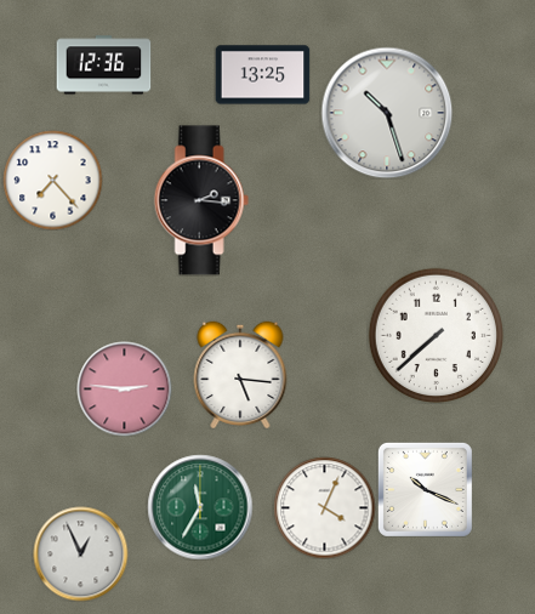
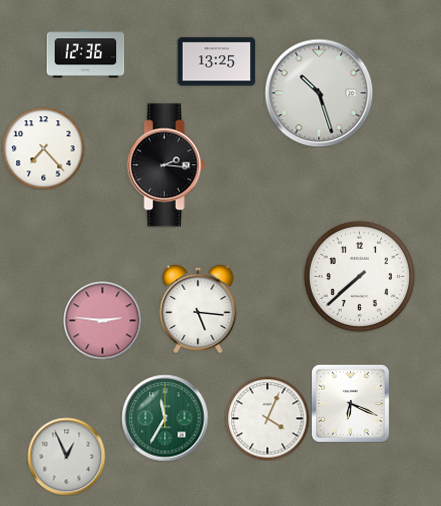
clock at (425, 489): 10:19 -> 6:19
